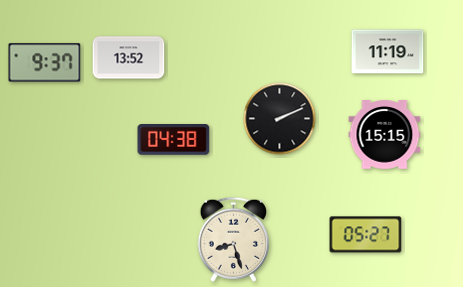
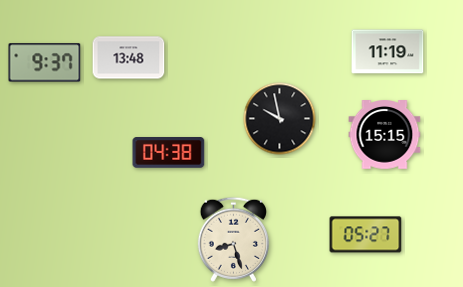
clock at (129, 58): 13:52 -> 13:48
clock at (280, 119): 2:11 -> 9:58
clock at (174, 140) position: (174, 140) -> (169, 153)
